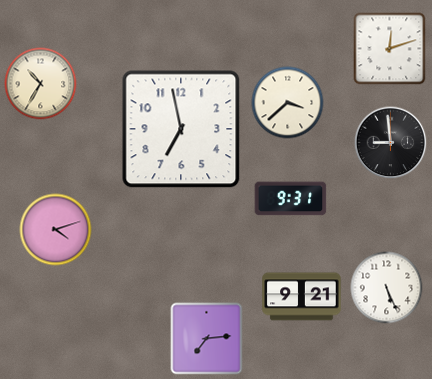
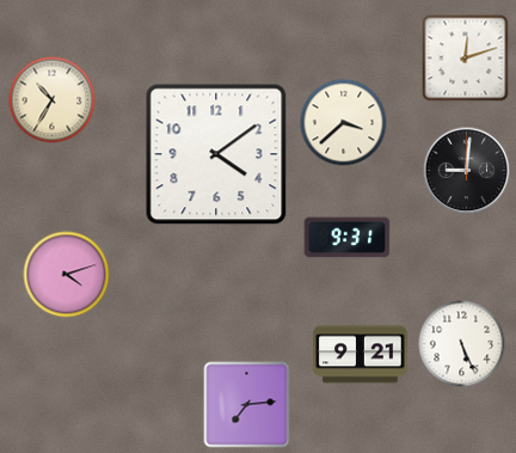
clock at (41, 84) position: (41, 84) -> (53, 100)
clock at (181, 129): 6:58 -> 4:09
clock at (391, 143): 8:59 -> 9:01
